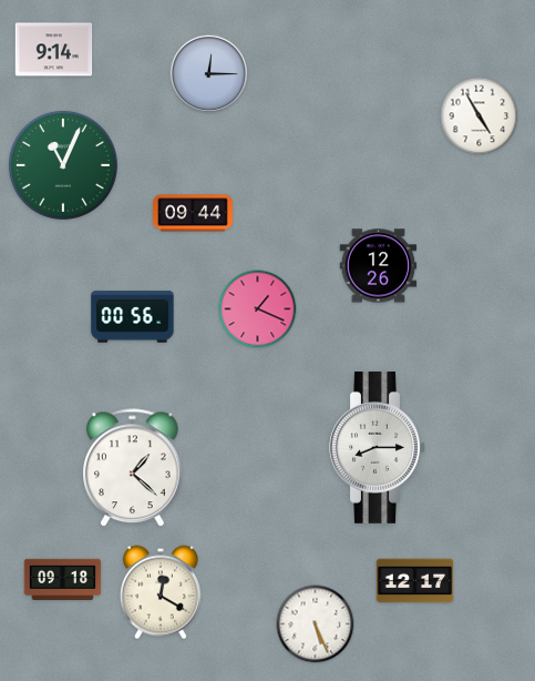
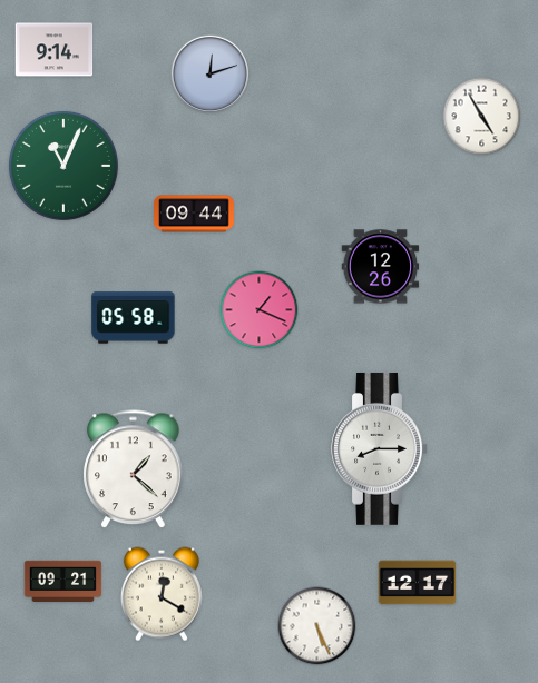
clock at (208, 73): 12:15 -> 12:12
clock at (133, 317): 00:56 -> 05:58
clock at (63, 579): 09:18 -> 09:21
